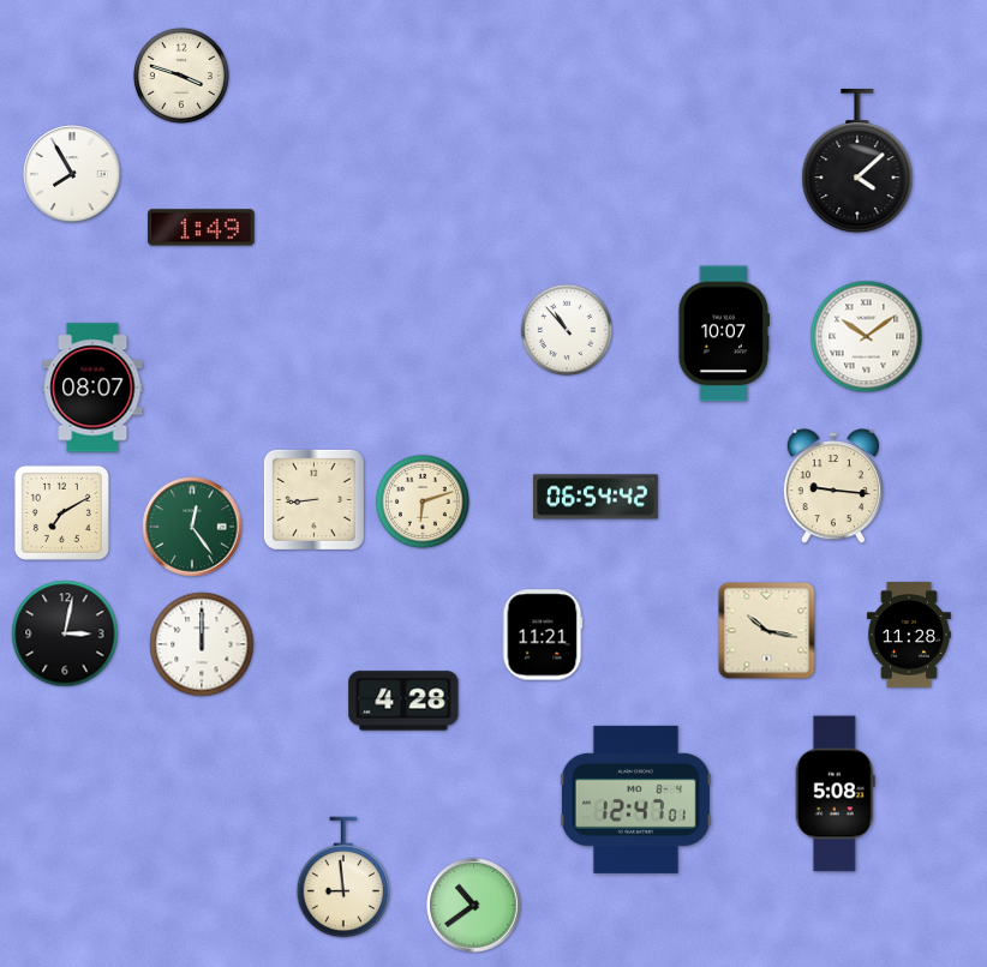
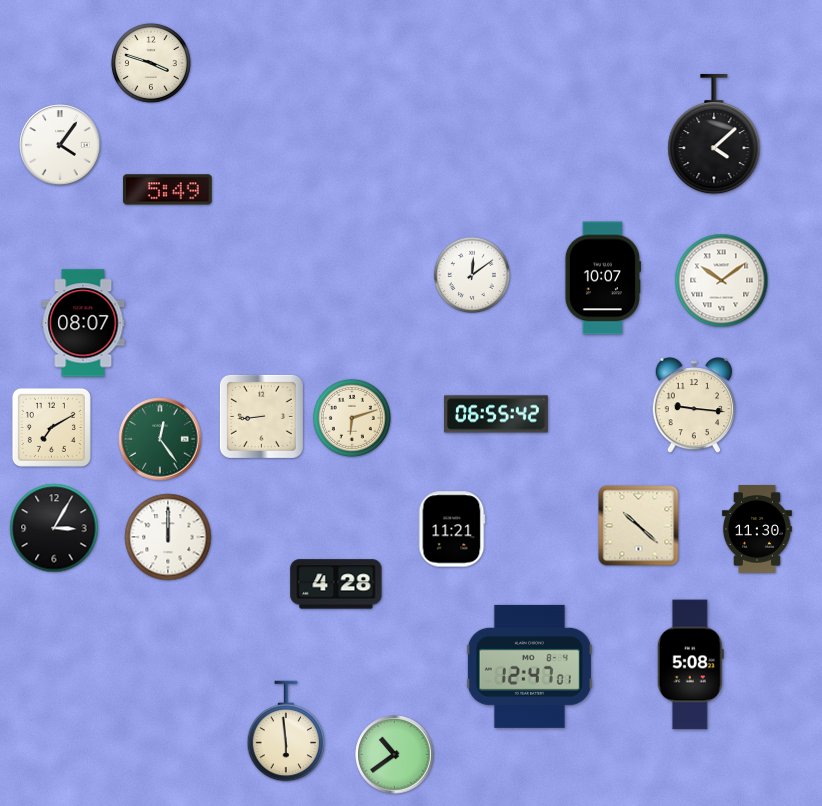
clock at (72, 174): 7:55 -> 4:06
clock at (202, 228): 1:49 -> 5:49
clock at (567, 330): 10:53 -> 12:09
clock at (92, 388) position: (92, 388) -> (83, 323)
clock at (597, 497): 06:54 -> 06:55
clock at (767, 631): 10:17 -> 10:22
clock at (65, 633): 3:02 -> 3:05
clock at (909, 636): 11:28 -> 11:30
clock at (835, 794) position: (835, 794) -> (690, 665)
clock at (343, 877): 8:59 -> 5:59
